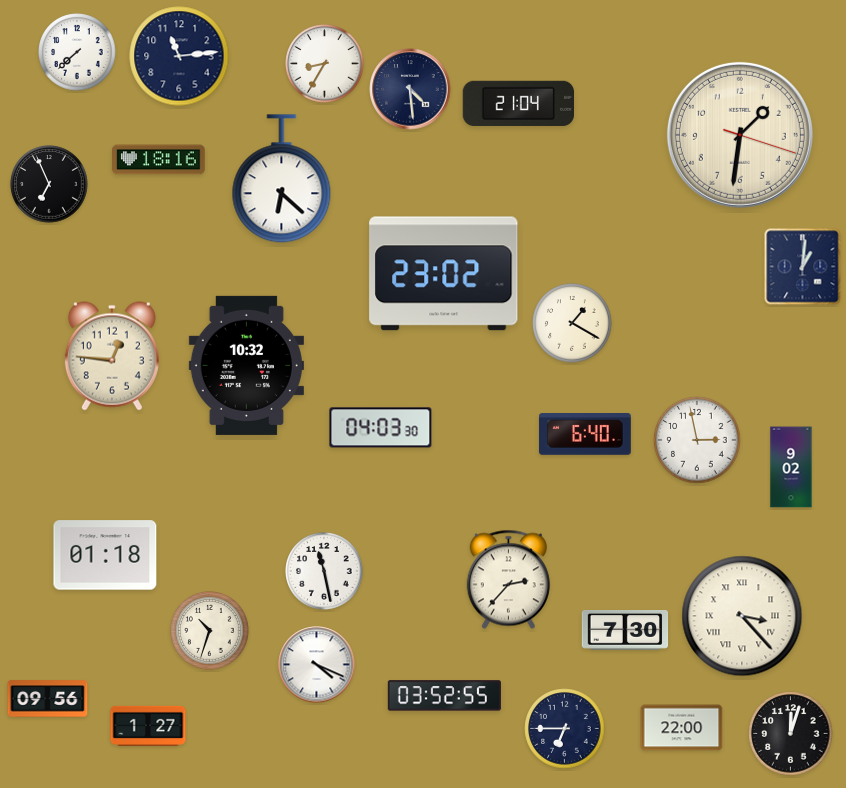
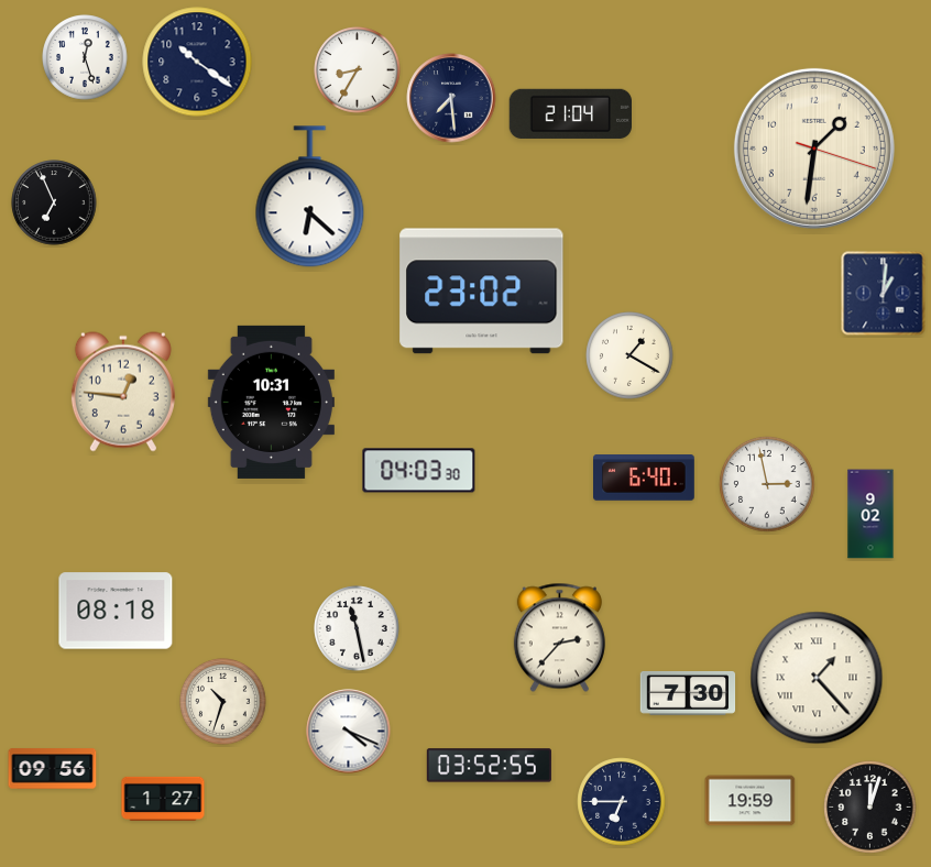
clock at (77, 52): 7:38 -> 12:27
clock at (179, 56): 11:14 -> 10:21
clock at (410, 89): 4:29 -> 7:29
clock at (159, 160): 18:16 -> none
clock at (444, 274) position: (444, 274) -> (482, 292)
clock at (246, 365): 10:32 -> 10:31
clock at (105, 555): 01:18 -> 08:18
clock at (742, 616): 3:23 -> 1:23
clock at (210, 631) position: (210, 631) -> (223, 702)
clock at (682, 728): 22:00 -> 19:59
